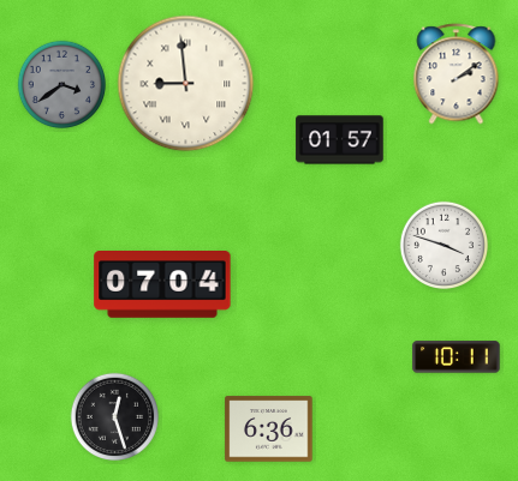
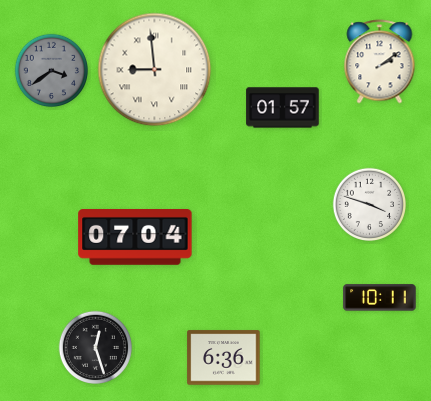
clock at (340, 140) position: (340, 140) -> (283, 108)
